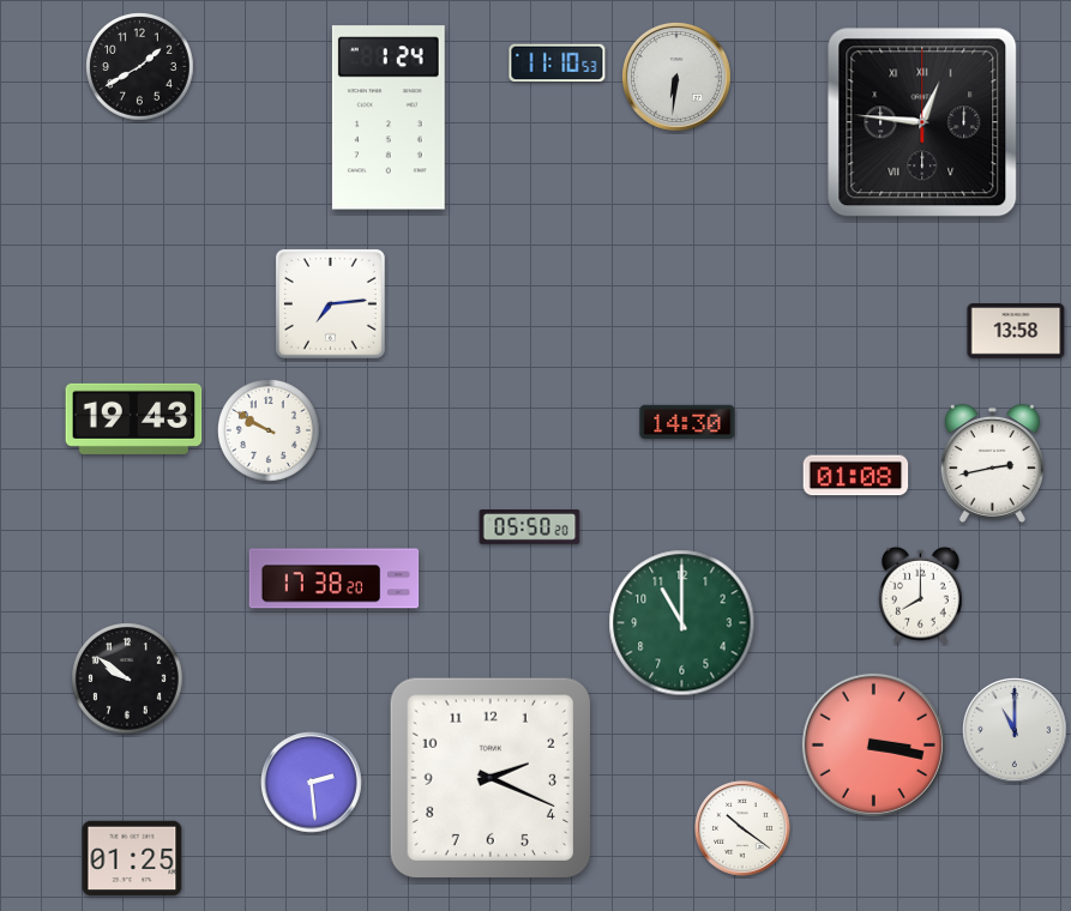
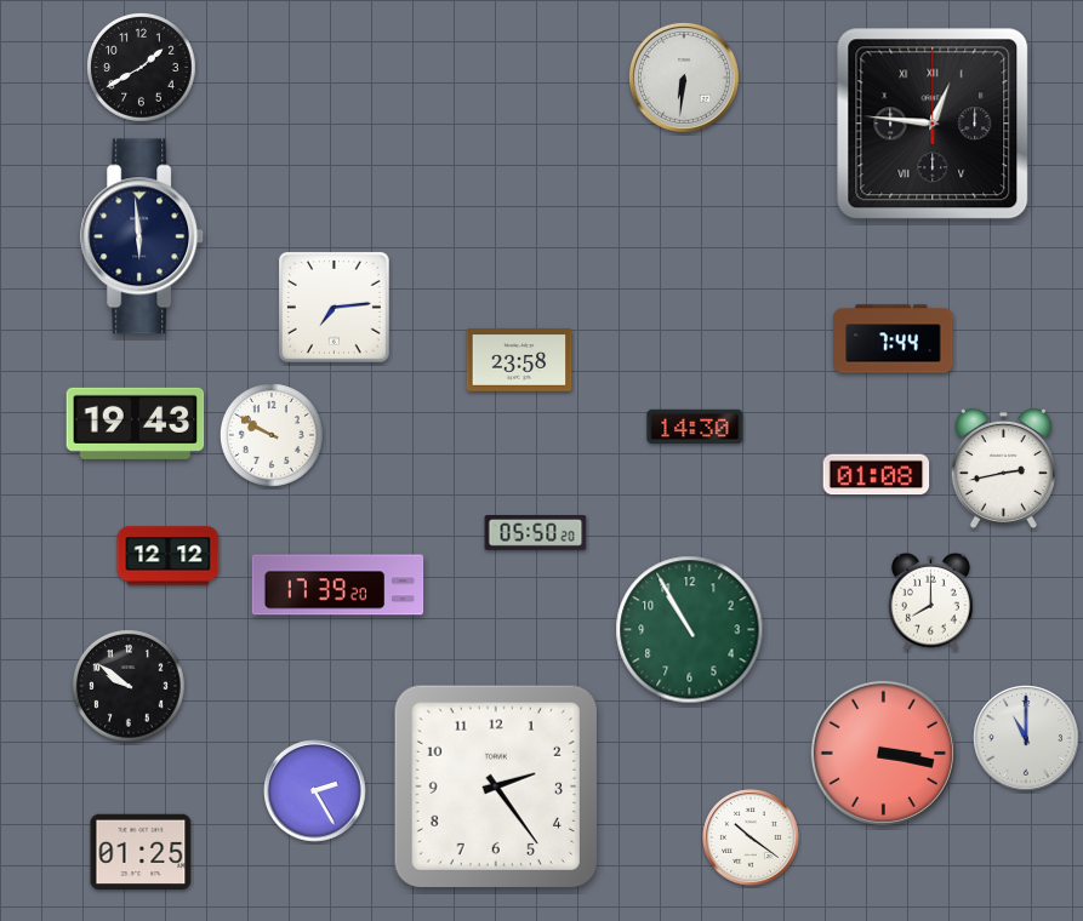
clock at (558, 64): 11:10 -> none
clock at (389, 117): 1:24 -> none
clock at (143, 236): none -> 5:59
clock at (1016, 332): 13:58 -> none
clock at (894, 339): none -> 7:44
clock at (519, 361): none -> 23:58
clock at (856, 476) position: (856, 476) -> (877, 475)
clock at (169, 556): none -> 12:12
clock at (335, 579): 17:38 -> 17:39
clock at (682, 623): 11:00 -> 10:55
clock at (491, 778): 2:19 -> 2:24
clock at (312, 783): 2:29 -> 2:25
clock at (132, 858) position: (132, 858) -> (141, 852)
